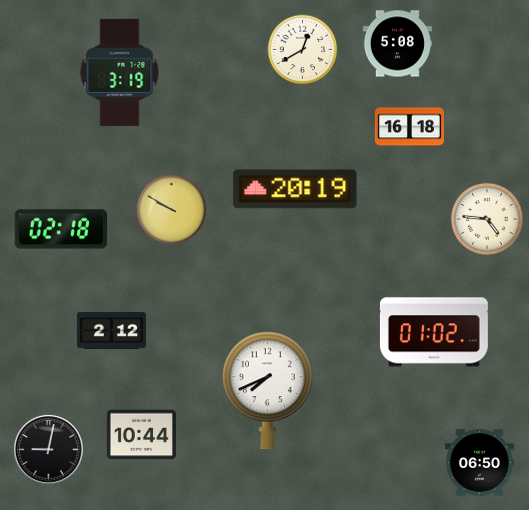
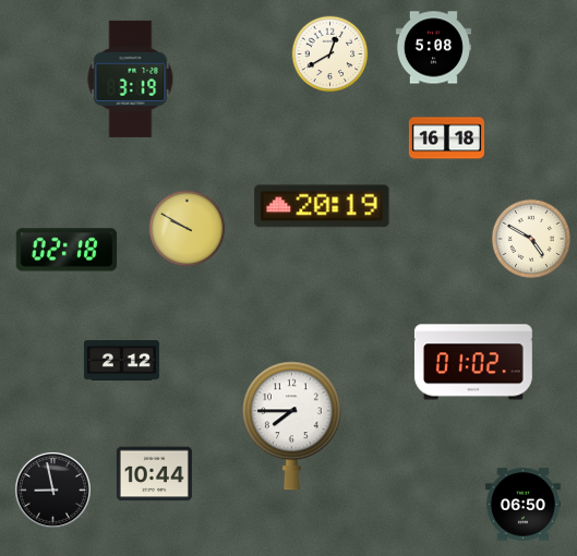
clock at (487, 219): 4:46 -> 4:50
clock at (268, 391): 7:41 -> 7:45
clock at (48, 449): 9:02 -> 8:58
